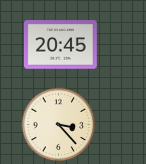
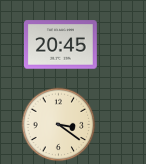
clock at (59, 125): 3:23 -> 3:21
